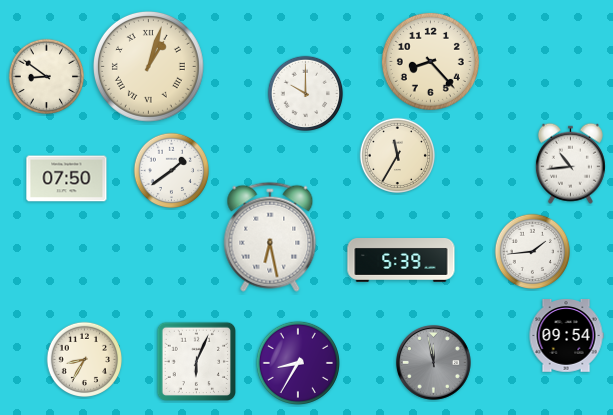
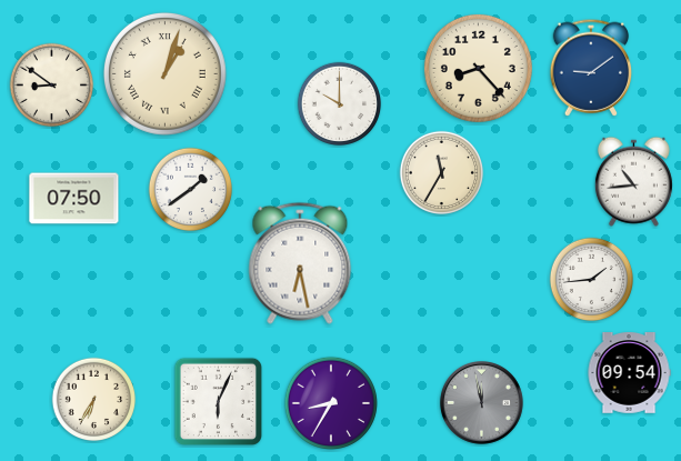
clock at (591, 68): none -> 9:09
clock at (401, 260): 5:39 -> none
clock at (85, 360): 8:35 -> 6:35
